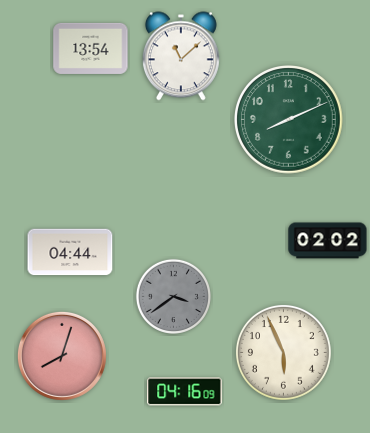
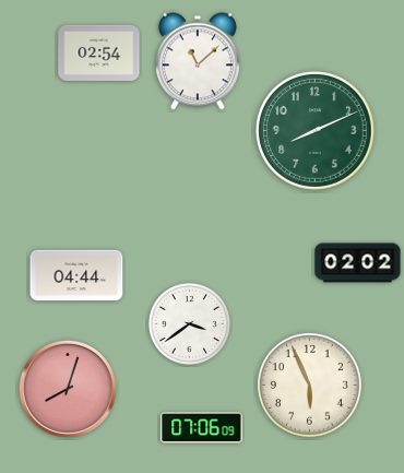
clock at (91, 48): 13:54 -> 02:54
clock at (173, 296) dial: grey -> white
clock at (185, 392): 04:16 -> 07:06
